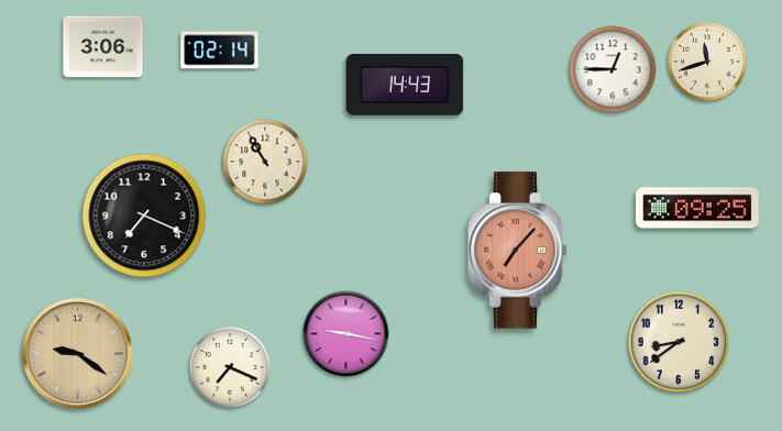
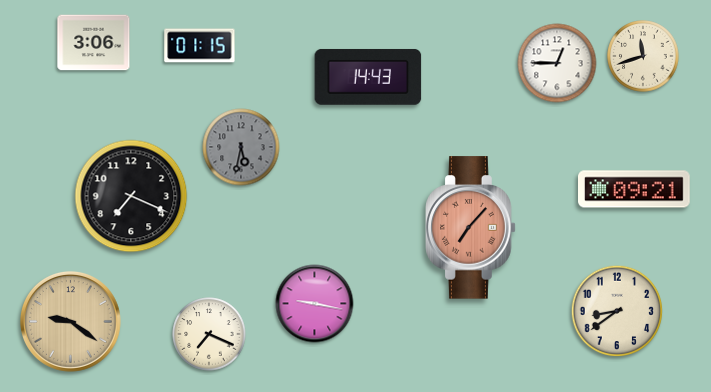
clock at (220, 51): 02:14 -> 01:15
clock at (265, 162): 10:55 -> 5:32
clock at (265, 162) dial: cream -> grey
clock at (698, 208): 09:25 -> 09:21
